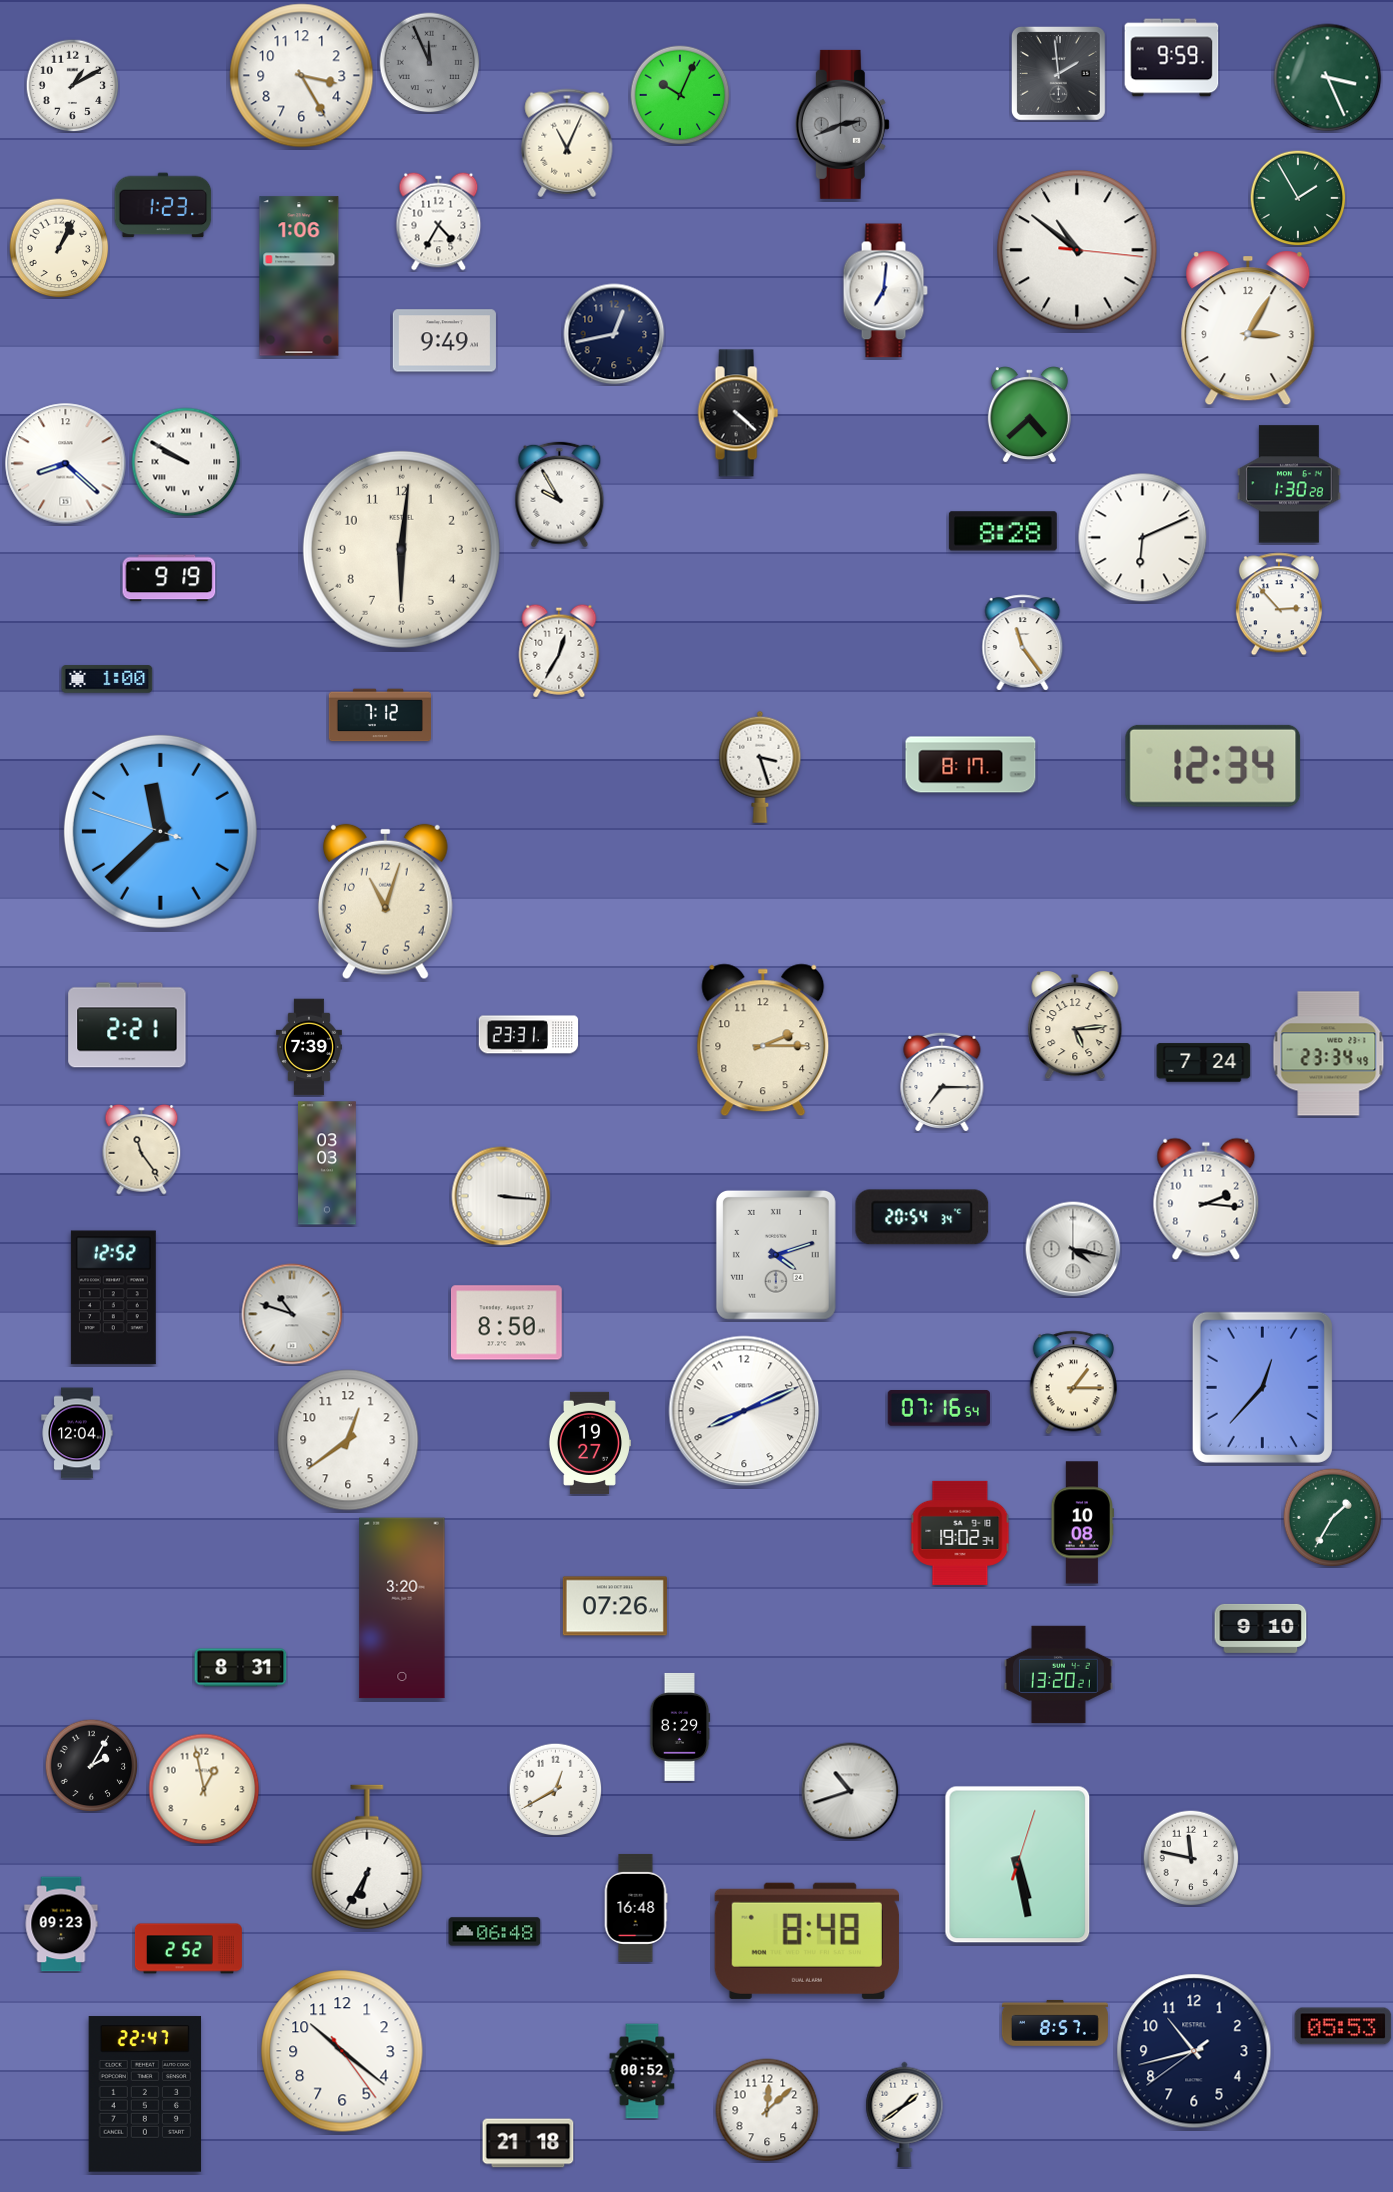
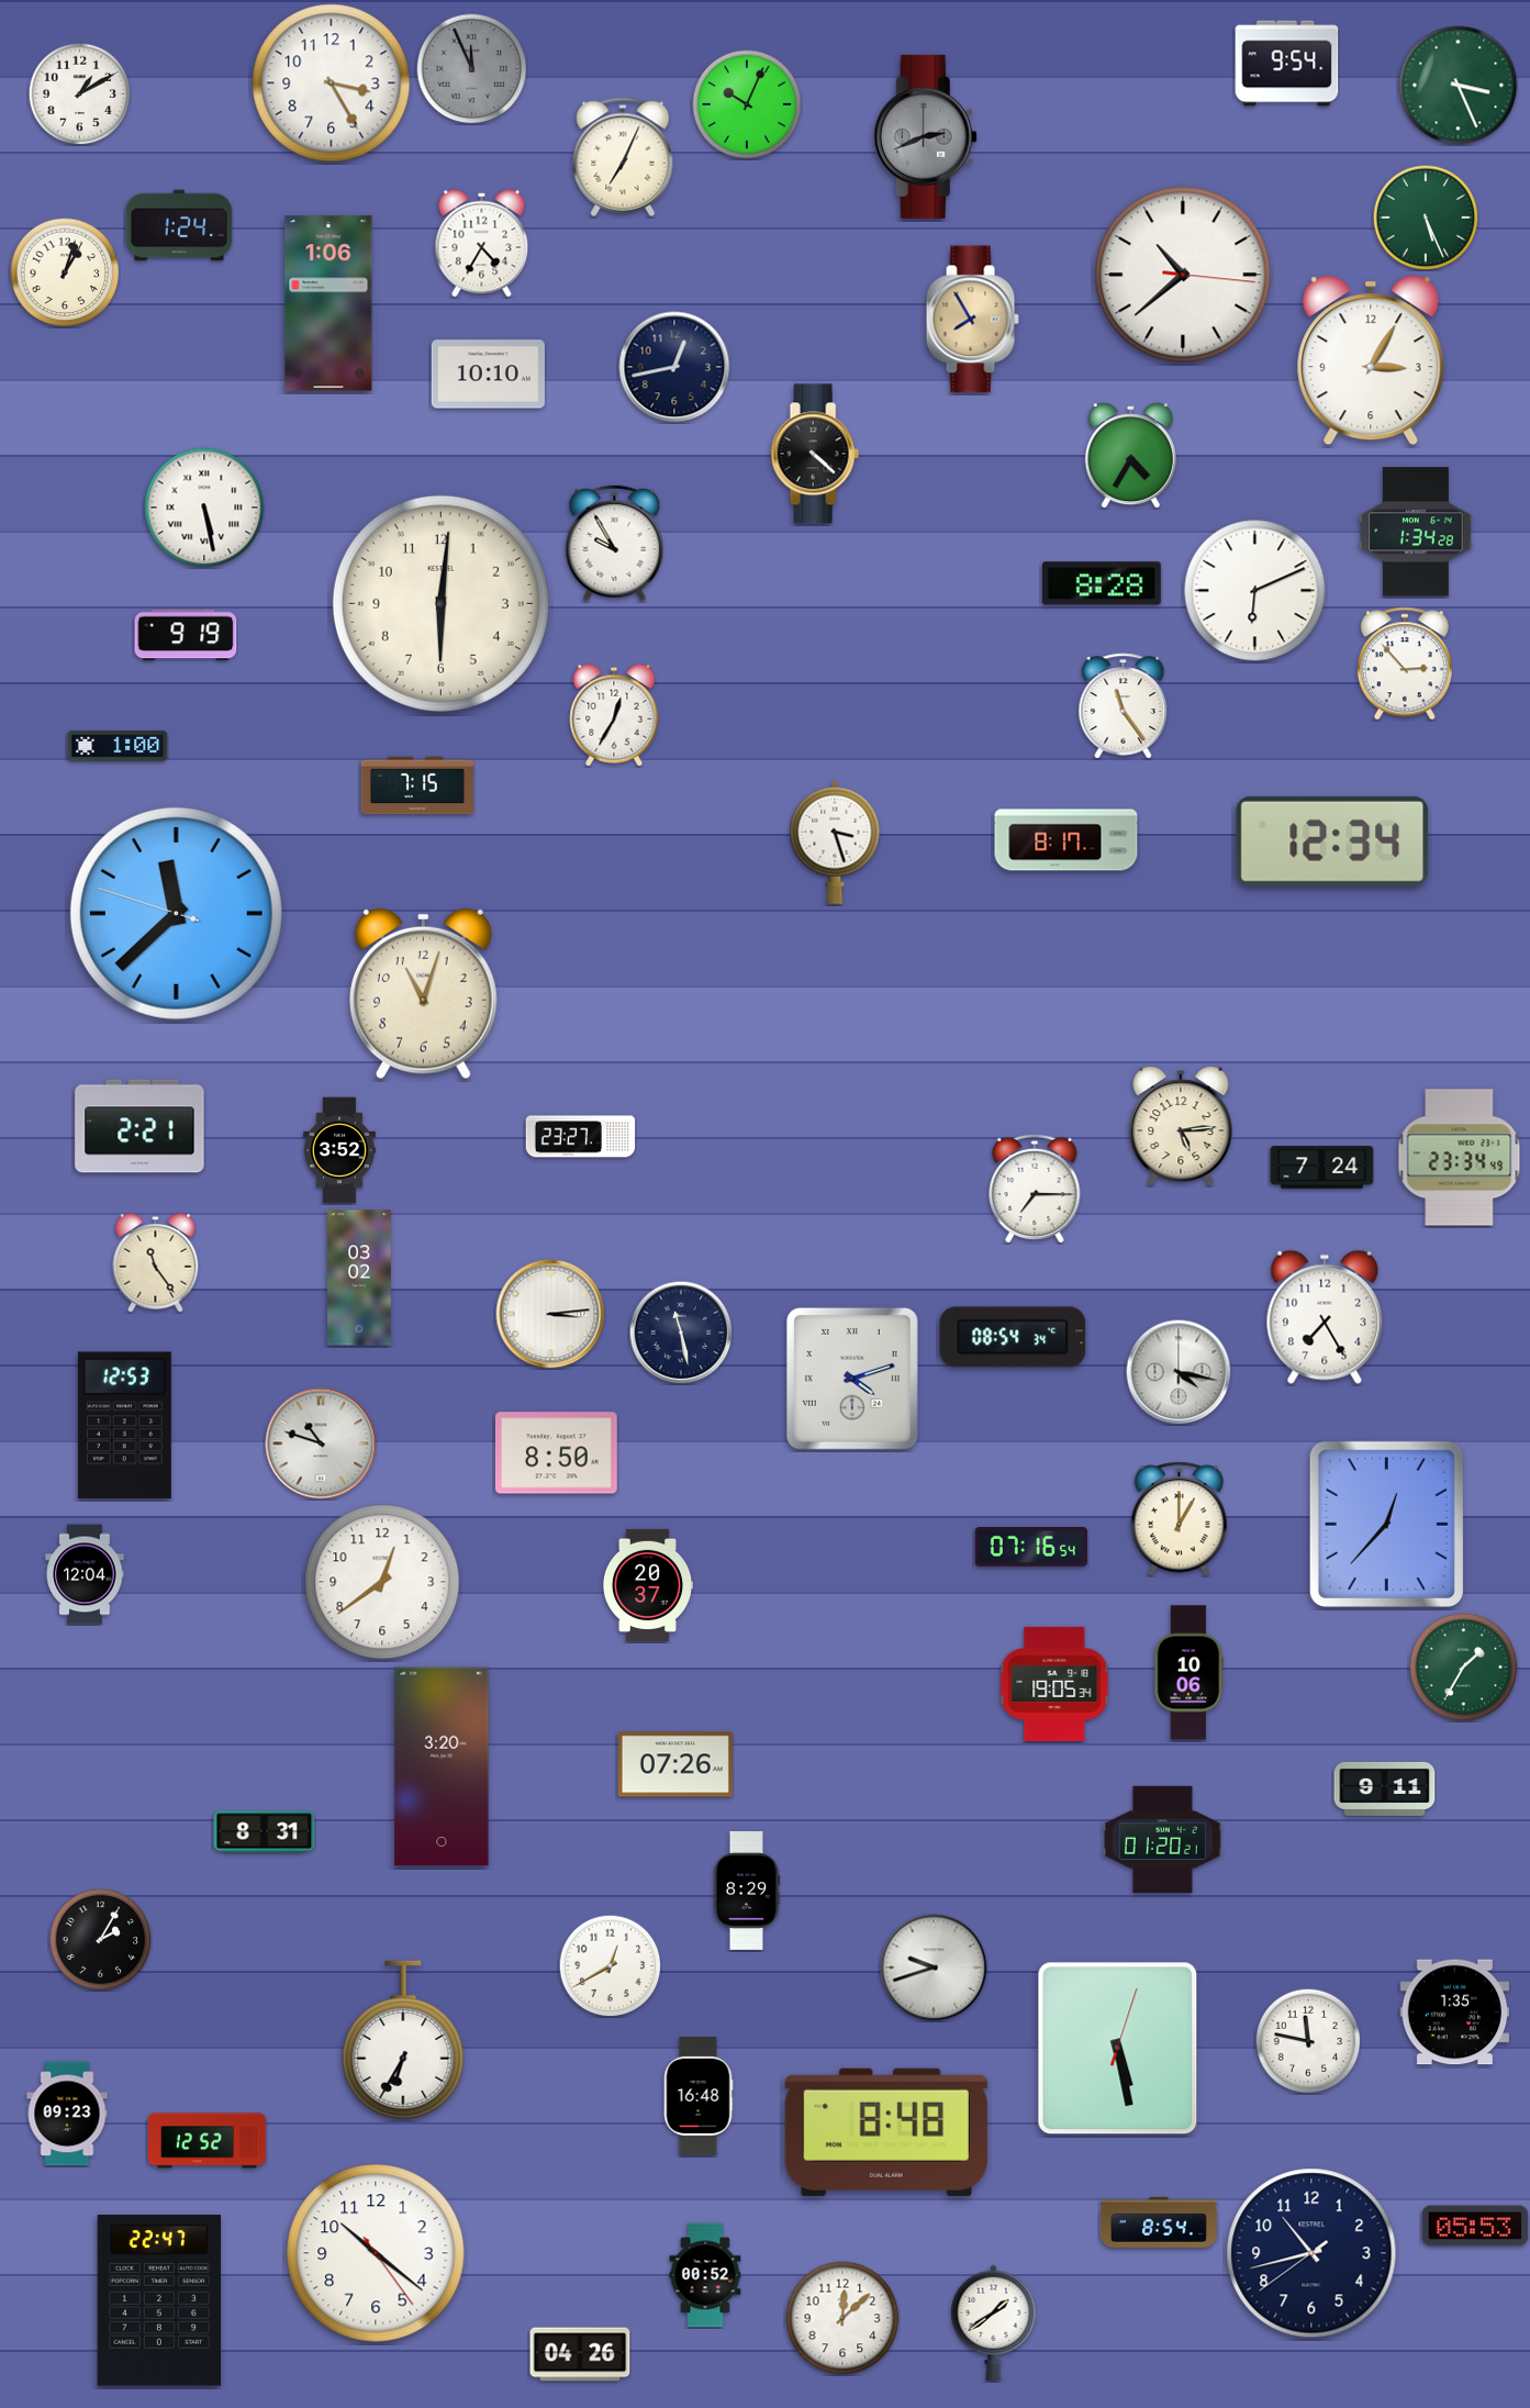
clock at (1172, 58): 9:59 -> 9:54
clock at (1058, 73): 1:59 -> none
clock at (567, 143): 11:04 -> 7:04
clock at (1298, 198): 1:55 -> 5:26
clock at (163, 205): 1:23 -> 1:24
clock at (59, 248): 1:04 -> 1:03
clock at (1077, 250): 10:51 -> 10:38
clock at (885, 291): 7:01 -> 7:55
clock at (885, 291) dial: white -> champagne
clock at (444, 341): 9:49 -> 10:10
clock at (738, 413) position: (738, 413) -> (815, 454)
clock at (1029, 415): 4:38 -> 4:35
clock at (186, 462): 9:50 -> 5:28
clock at (66, 464): 8:22 -> none
clock at (1290, 484): 1:30 -> 1:34
clock at (379, 715): 7:12 -> 7:15
clock at (385, 902) position: (385, 902) -> (423, 994)
clock at (529, 1035): 23:31 -> 23:27
clock at (763, 1040): 2:15 -> none
clock at (309, 1047): 7:39 -> 3:52
clock at (328, 1163): 03:03 -> 03:02
clock at (501, 1196): 3:16 -> 3:14
clock at (1206, 1199): 2:16 -> 7:25
clock at (681, 1333): none -> 11:28
clock at (922, 1217): 20:54 -> 08:54
clock at (113, 1298): 12:52 -> 12:53
clock at (1073, 1383): 1:15 -> 1:00
clock at (744, 1411): 8:11 -> none
clock at (589, 1442): 19:27 -> 20:37
clock at (1082, 1523): 10:08 -> 10:06
clock at (960, 1533): 19:02 -> 19:05
clock at (1261, 1628): 9:10 -> 9:11
clock at (1058, 1675): 13:20 -> 01:20
clock at (680, 1727) position: (680, 1727) -> (747, 1891)
clock at (204, 1789): 12:58 -> none
clock at (850, 1791): 10:42 -> 9:42
clock at (1455, 2013): none -> 1:35
clock at (495, 1932): 06:48 -> none
clock at (188, 1949): 2:52 -> 12:52
clock at (1055, 2023): 8:57 -> 8:54
clock at (528, 2143): 21:18 -> 04:26
